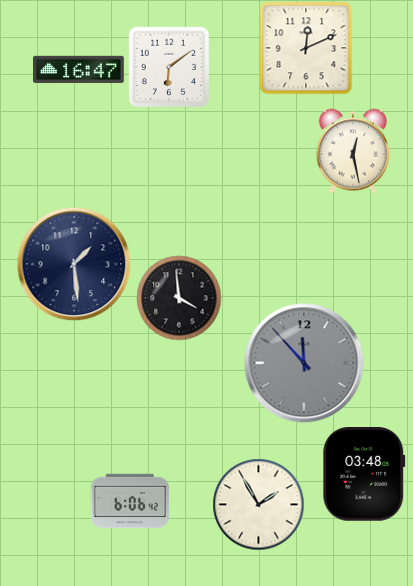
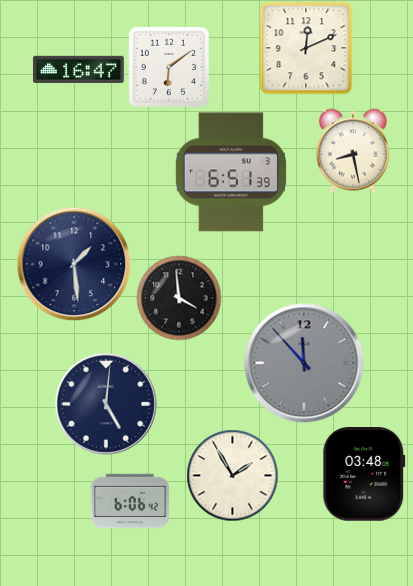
clock at (353, 151): 12:28 -> 8:28
clock at (231, 172): none -> 6:51
clock at (106, 404): none -> 5:01
clock at (258, 504) position: (258, 504) -> (232, 475)
